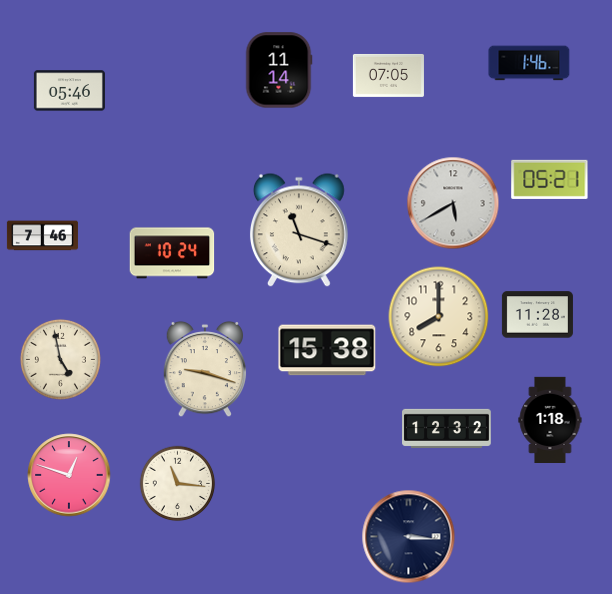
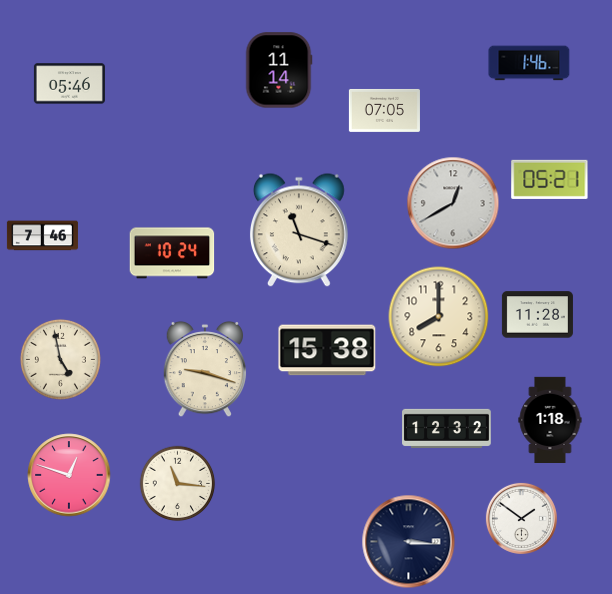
clock at (388, 75) position: (388, 75) -> (384, 110)
clock at (69, 91) position: (69, 91) -> (69, 84)
clock at (453, 203): 5:40 -> 12:40
clock at (521, 518): none -> 1:51
clock at (409, 537) position: (409, 537) -> (409, 542)
